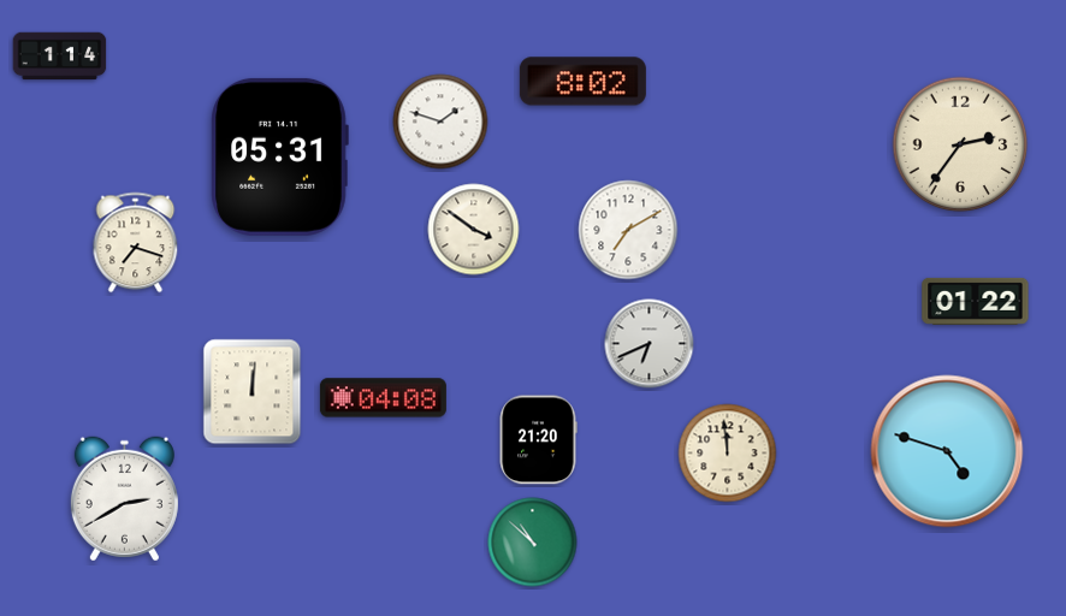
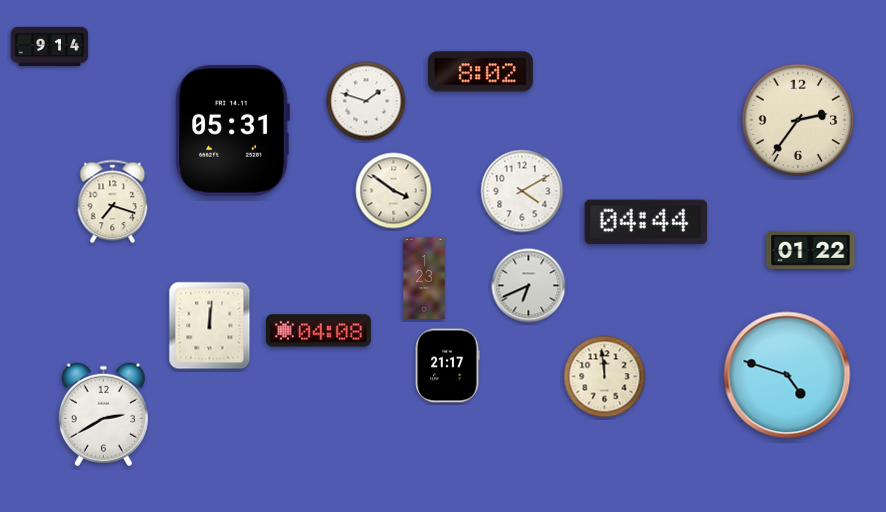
clock at (60, 57): 1:14 -> 9:14
clock at (582, 82) position: (582, 82) -> (480, 72)
clock at (628, 230): 7:10 -> 4:10
clock at (646, 222): none -> 04:44
clock at (424, 278): none -> 1:23
clock at (650, 344) position: (650, 344) -> (529, 286)
clock at (538, 440): 21:20 -> 21:17
clock at (533, 543): 10:52 -> none
